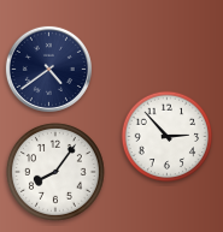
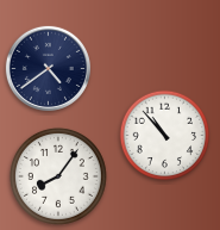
clock at (168, 137): 2:53 -> 10:53
clock at (55, 172) position: (55, 172) -> (58, 176)
